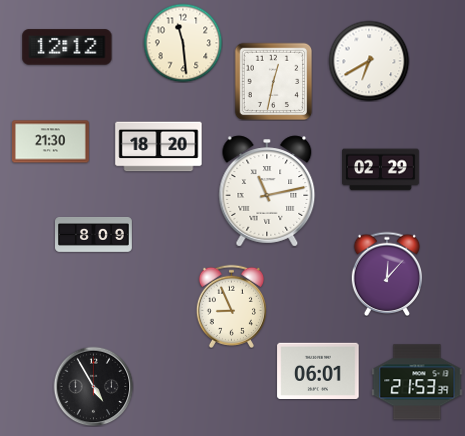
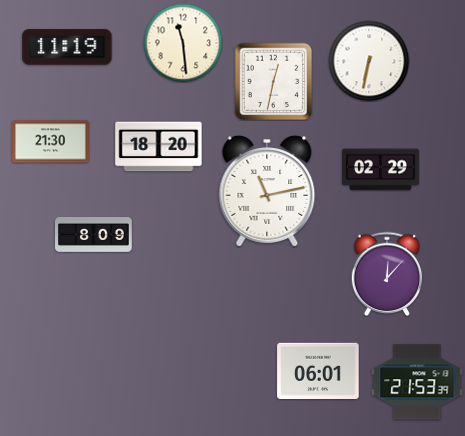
clock at (67, 47): 12:12 -> 11:19
clock at (369, 61): 6:40 -> 6:32
clock at (231, 306): 8:56 -> none
clock at (93, 386): 4:55 -> none
